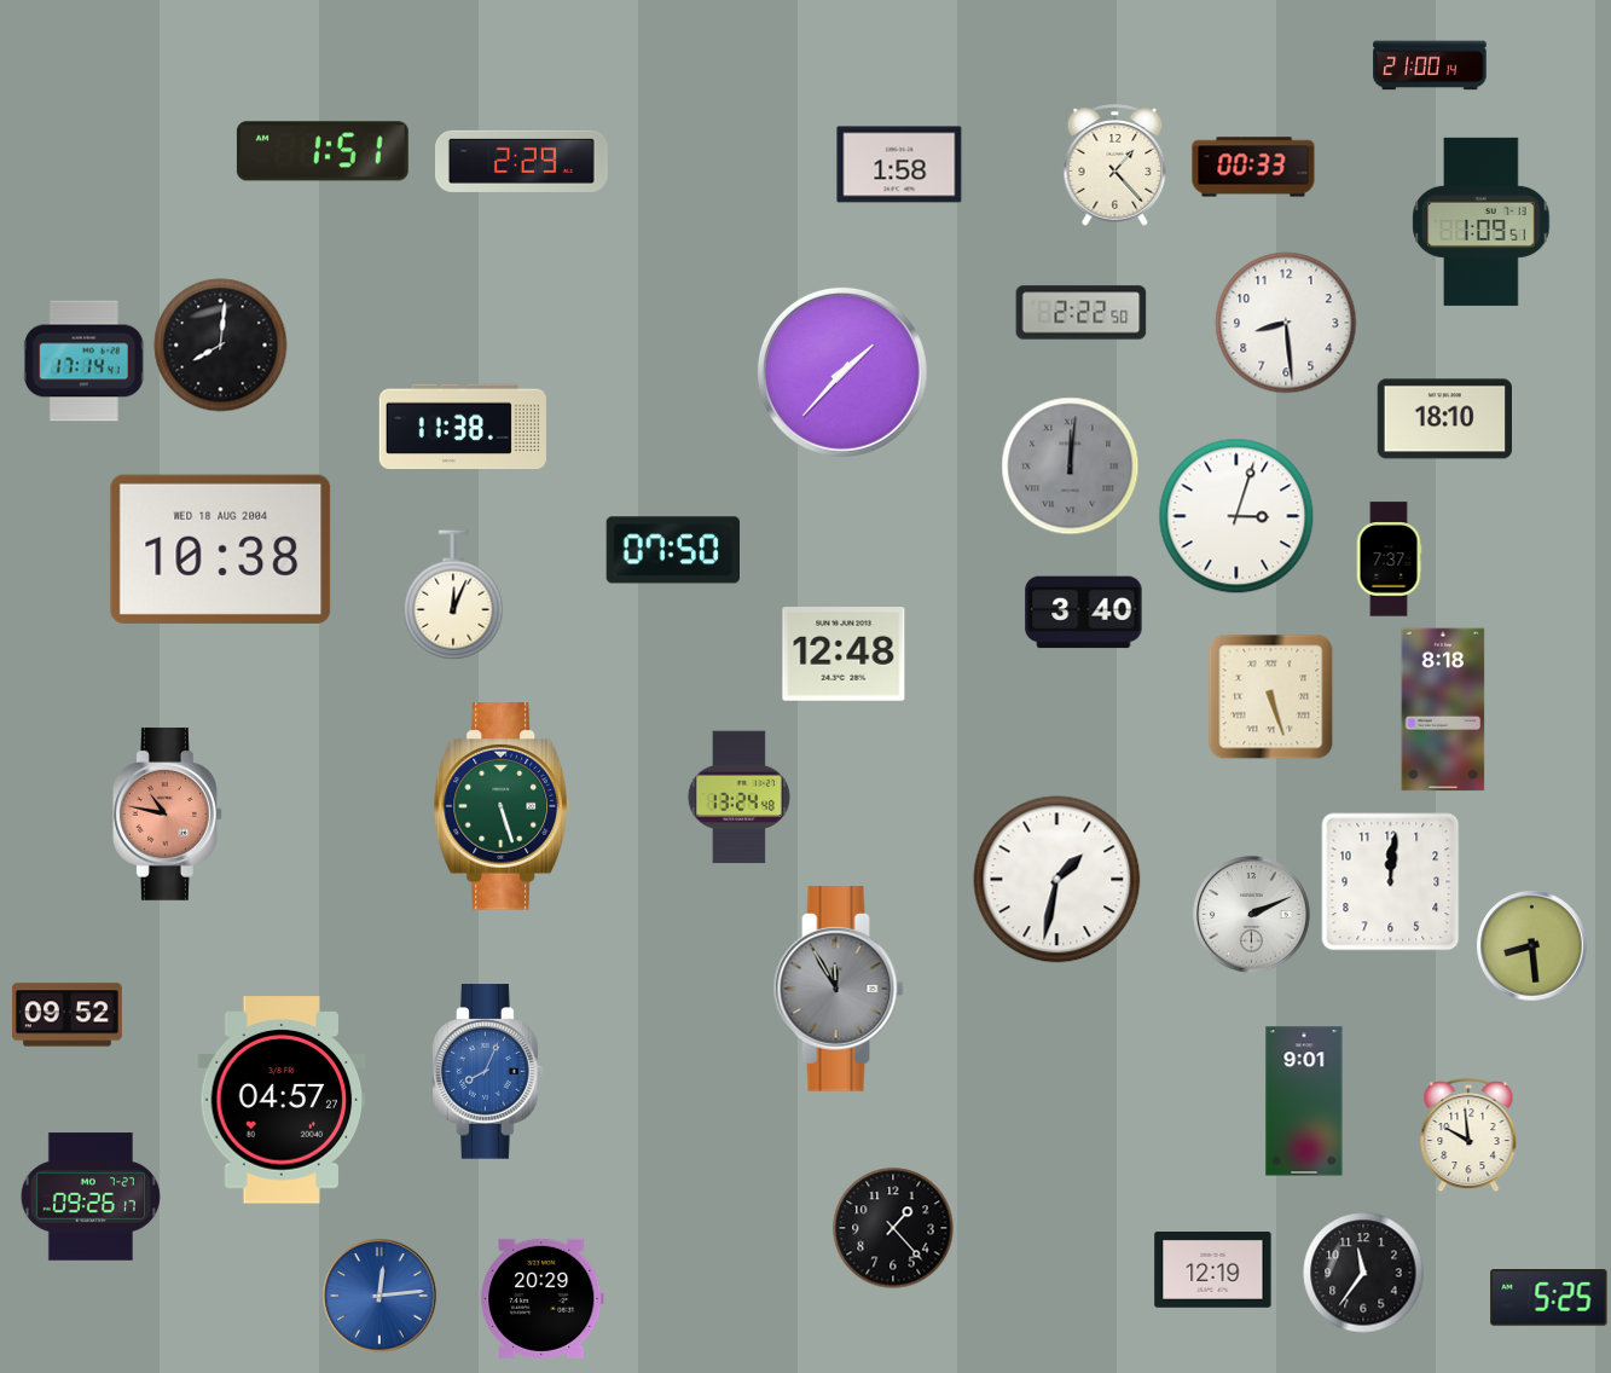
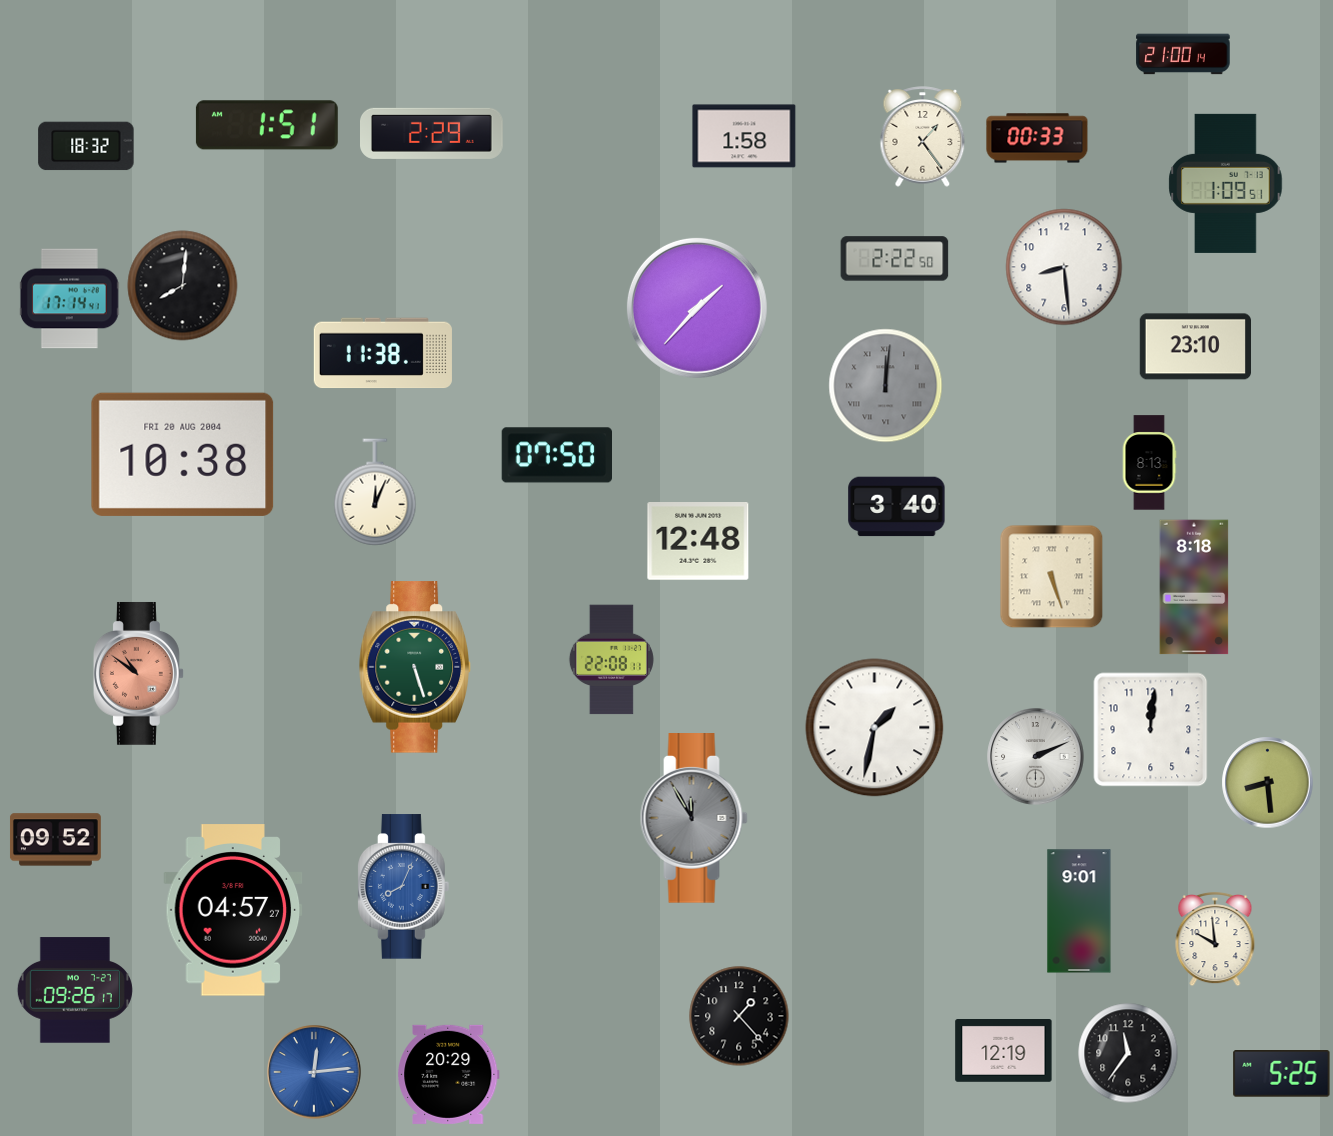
clock at (1115, 166): 1:23 -> 1:24
clock at (86, 146): none -> 18:32
clock at (1444, 419): 18:10 -> 23:10
clock at (1236, 516): 3:03 -> none
clock at (221, 549) date: WED 18 AUG 2004 -> FRI 20 AUG 2004
clock at (1389, 560): 7:37 -> 8:13
clock at (738, 798): 13:24 -> 22:08
clock at (167, 813): 10:47 -> 10:51
